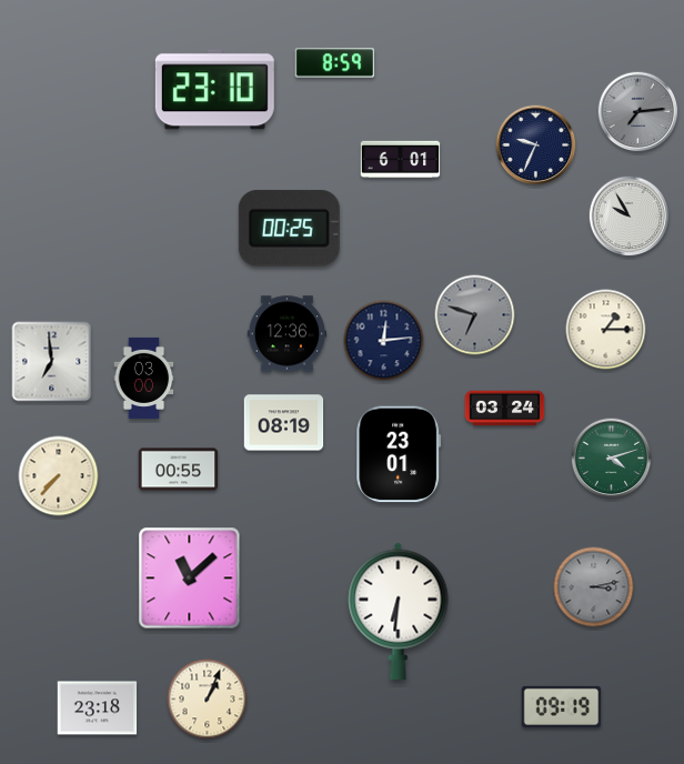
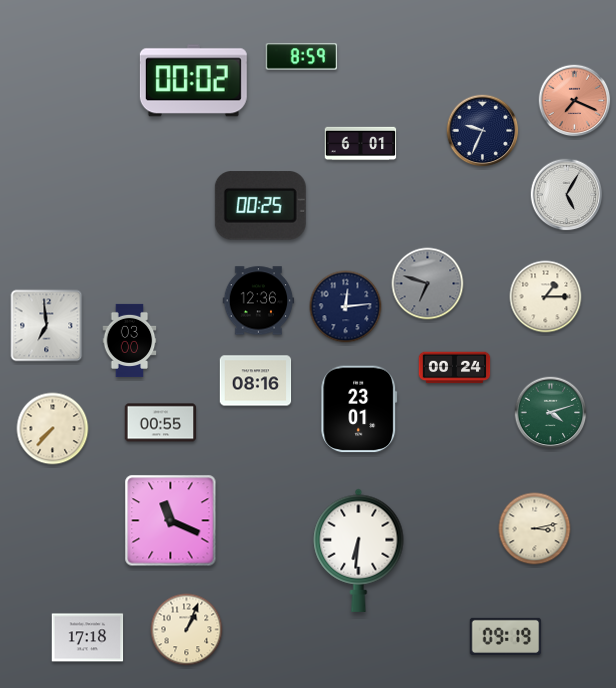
clock at (214, 90): 23:10 -> 00:02
clock at (638, 112): 7:14 -> 7:19
clock at (638, 112) dial: grey -> salmon
clock at (630, 217): 9:55 -> 5:05
clock at (505, 409): 03:24 -> 00:24
clock at (284, 423): 08:19 -> 08:16
clock at (190, 579): 11:08 -> 11:19
clock at (594, 587) dial: grey -> cream
clock at (98, 708): 23:18 -> 17:18
